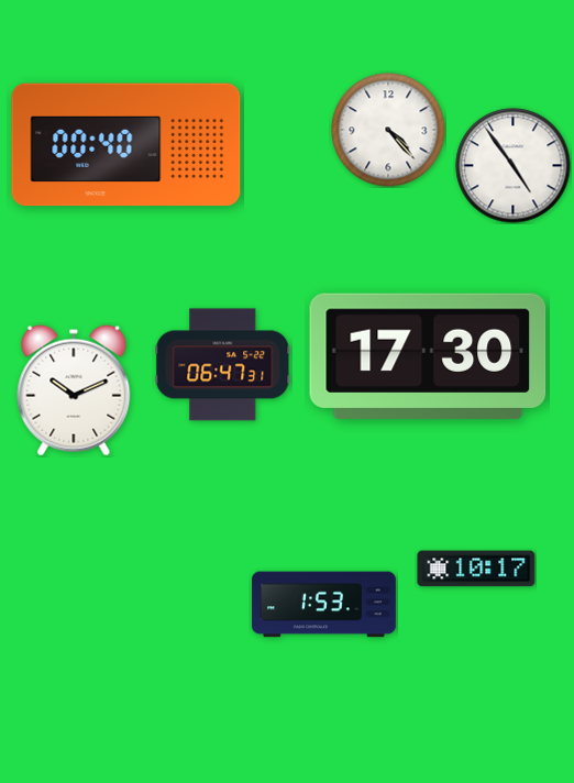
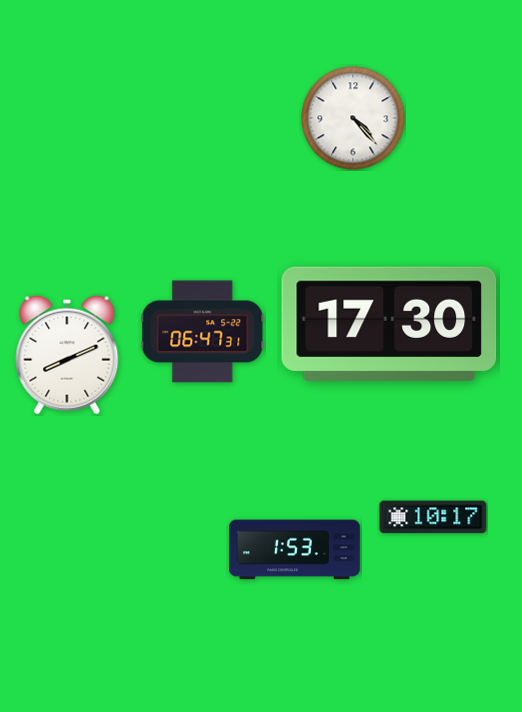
clock at (126, 145): 00:40 -> none
clock at (514, 166): 4:54 -> none
clock at (74, 390): 10:11 -> 8:11
